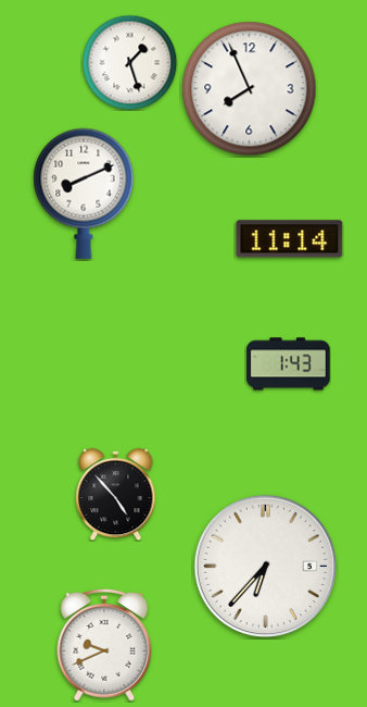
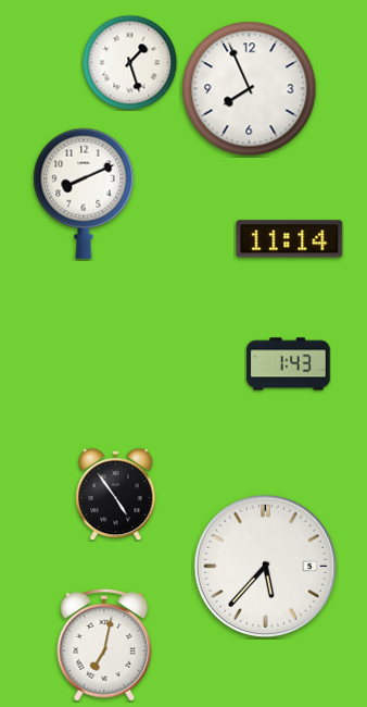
clock at (116, 494): 4:53 -> 4:54
clock at (266, 567): 6:37 -> 5:37
clock at (104, 645): 9:41 -> 7:02
